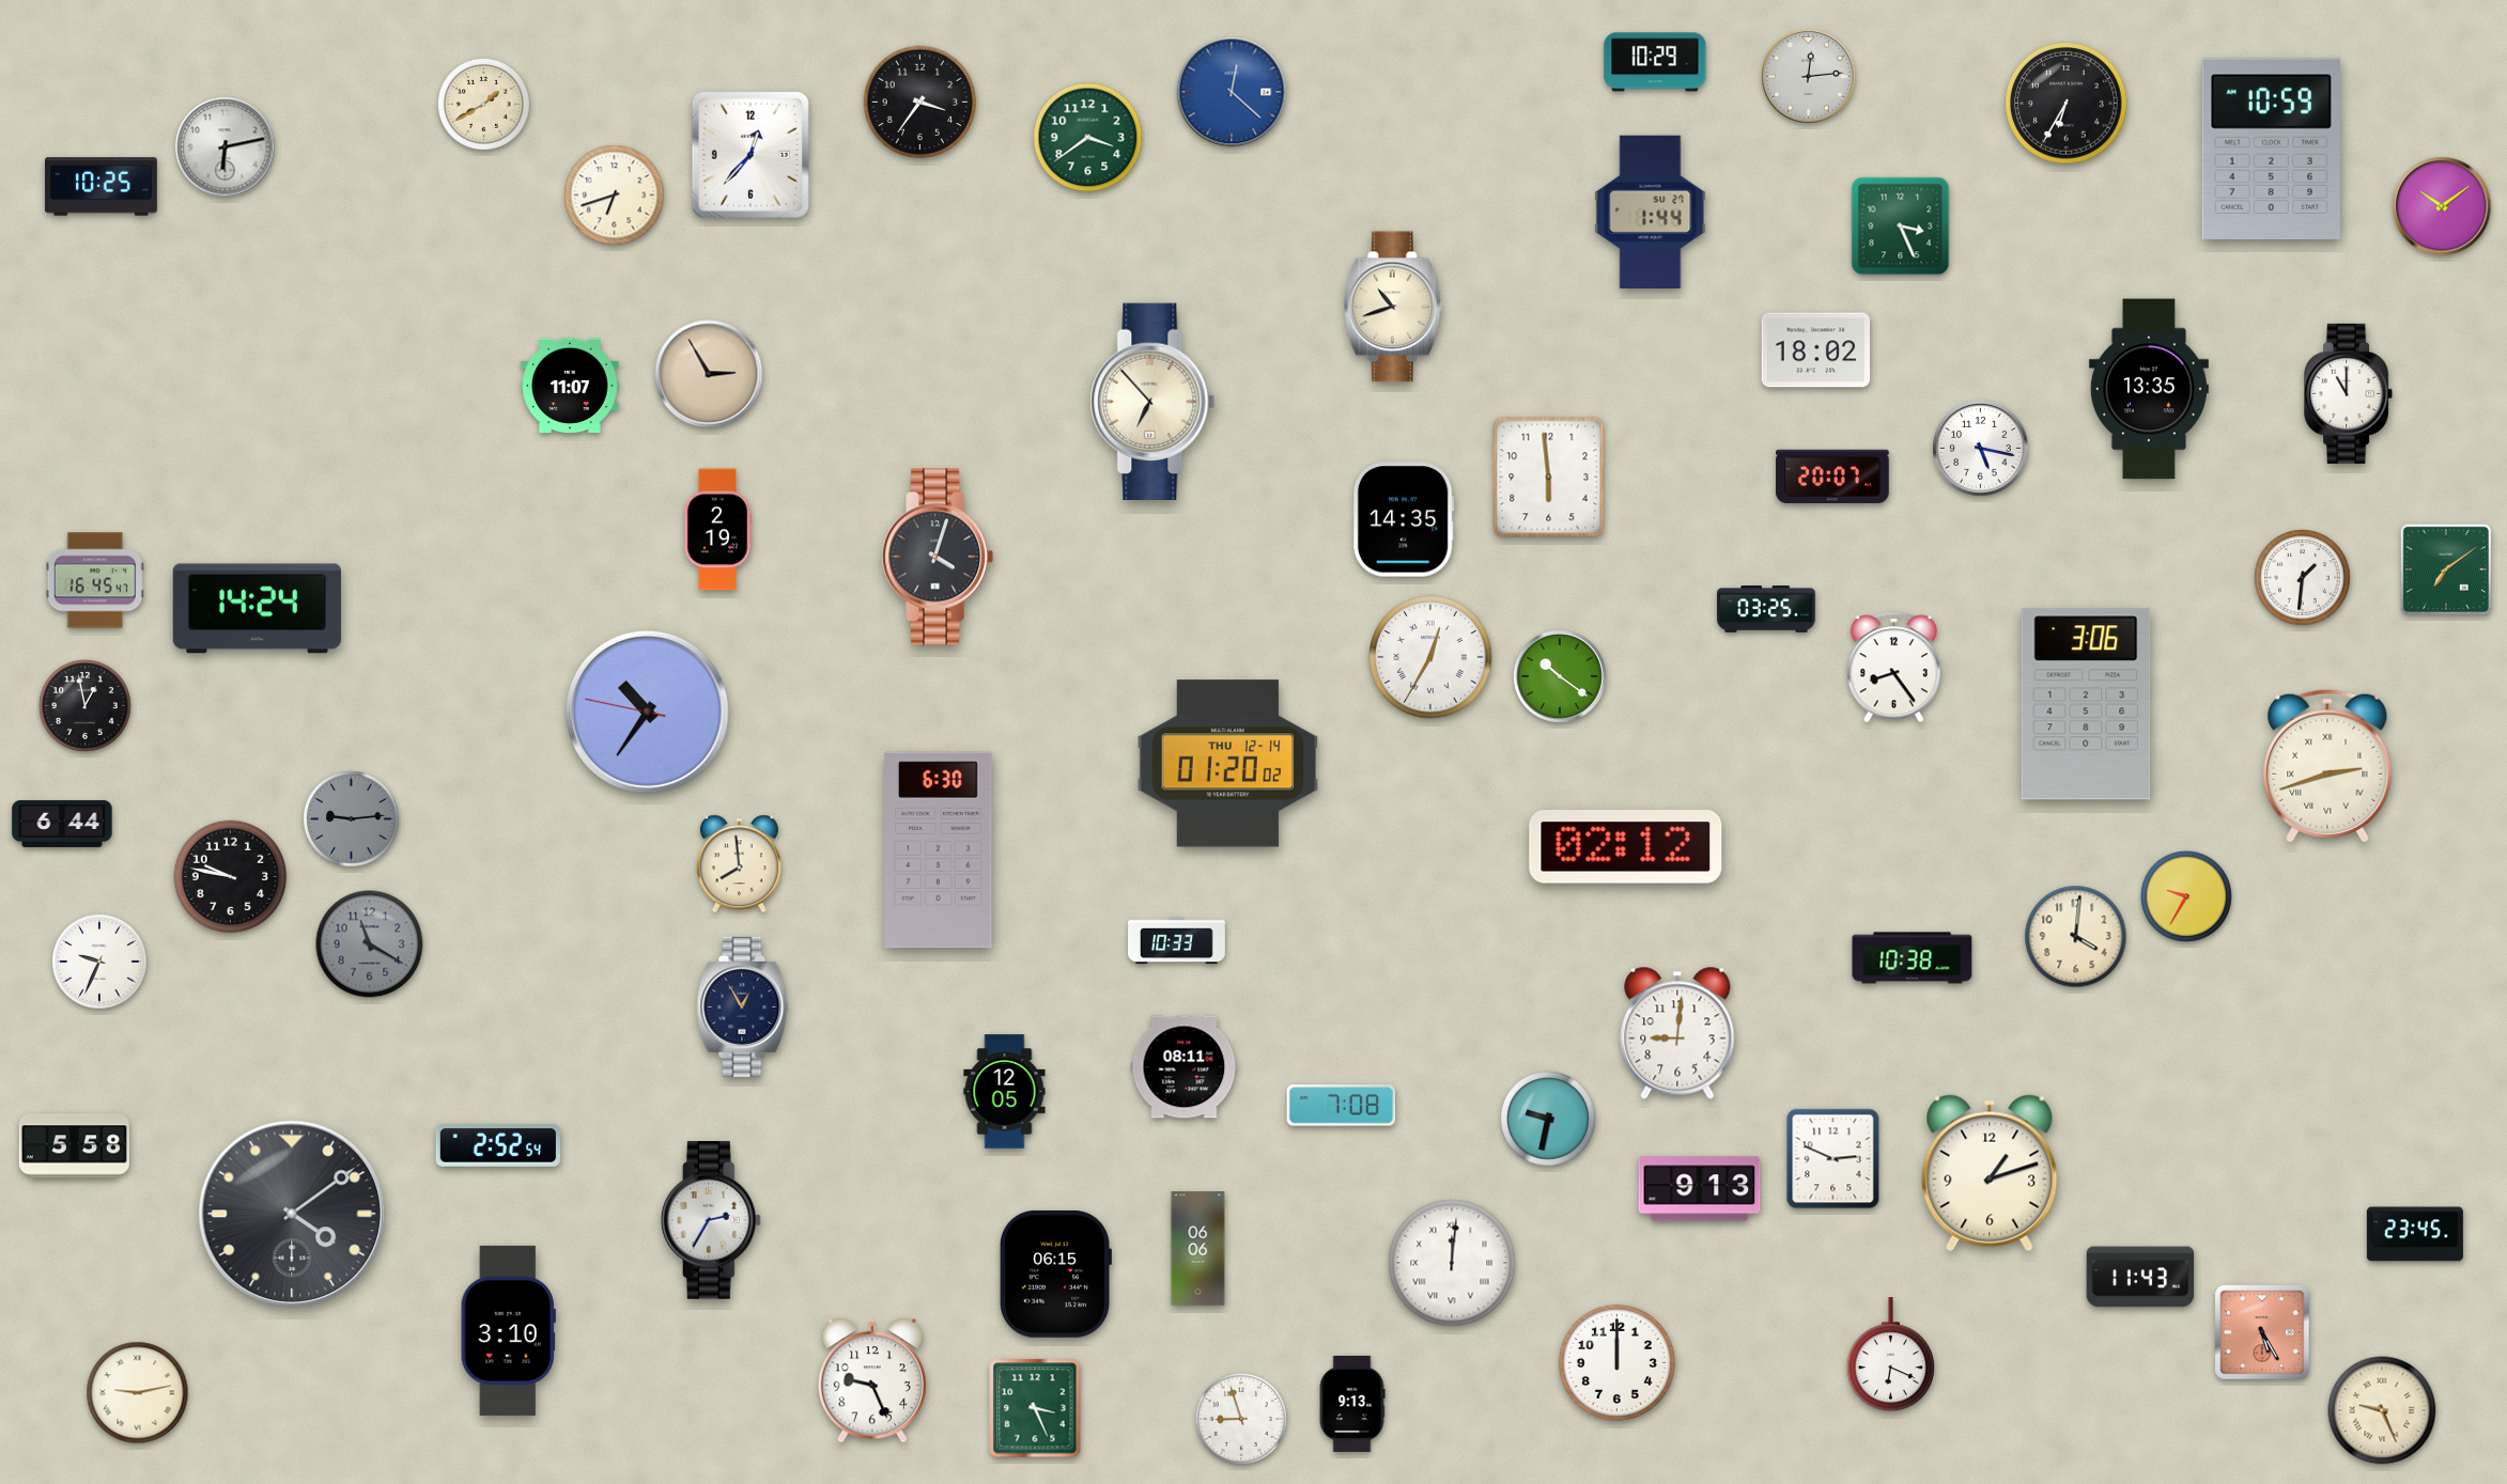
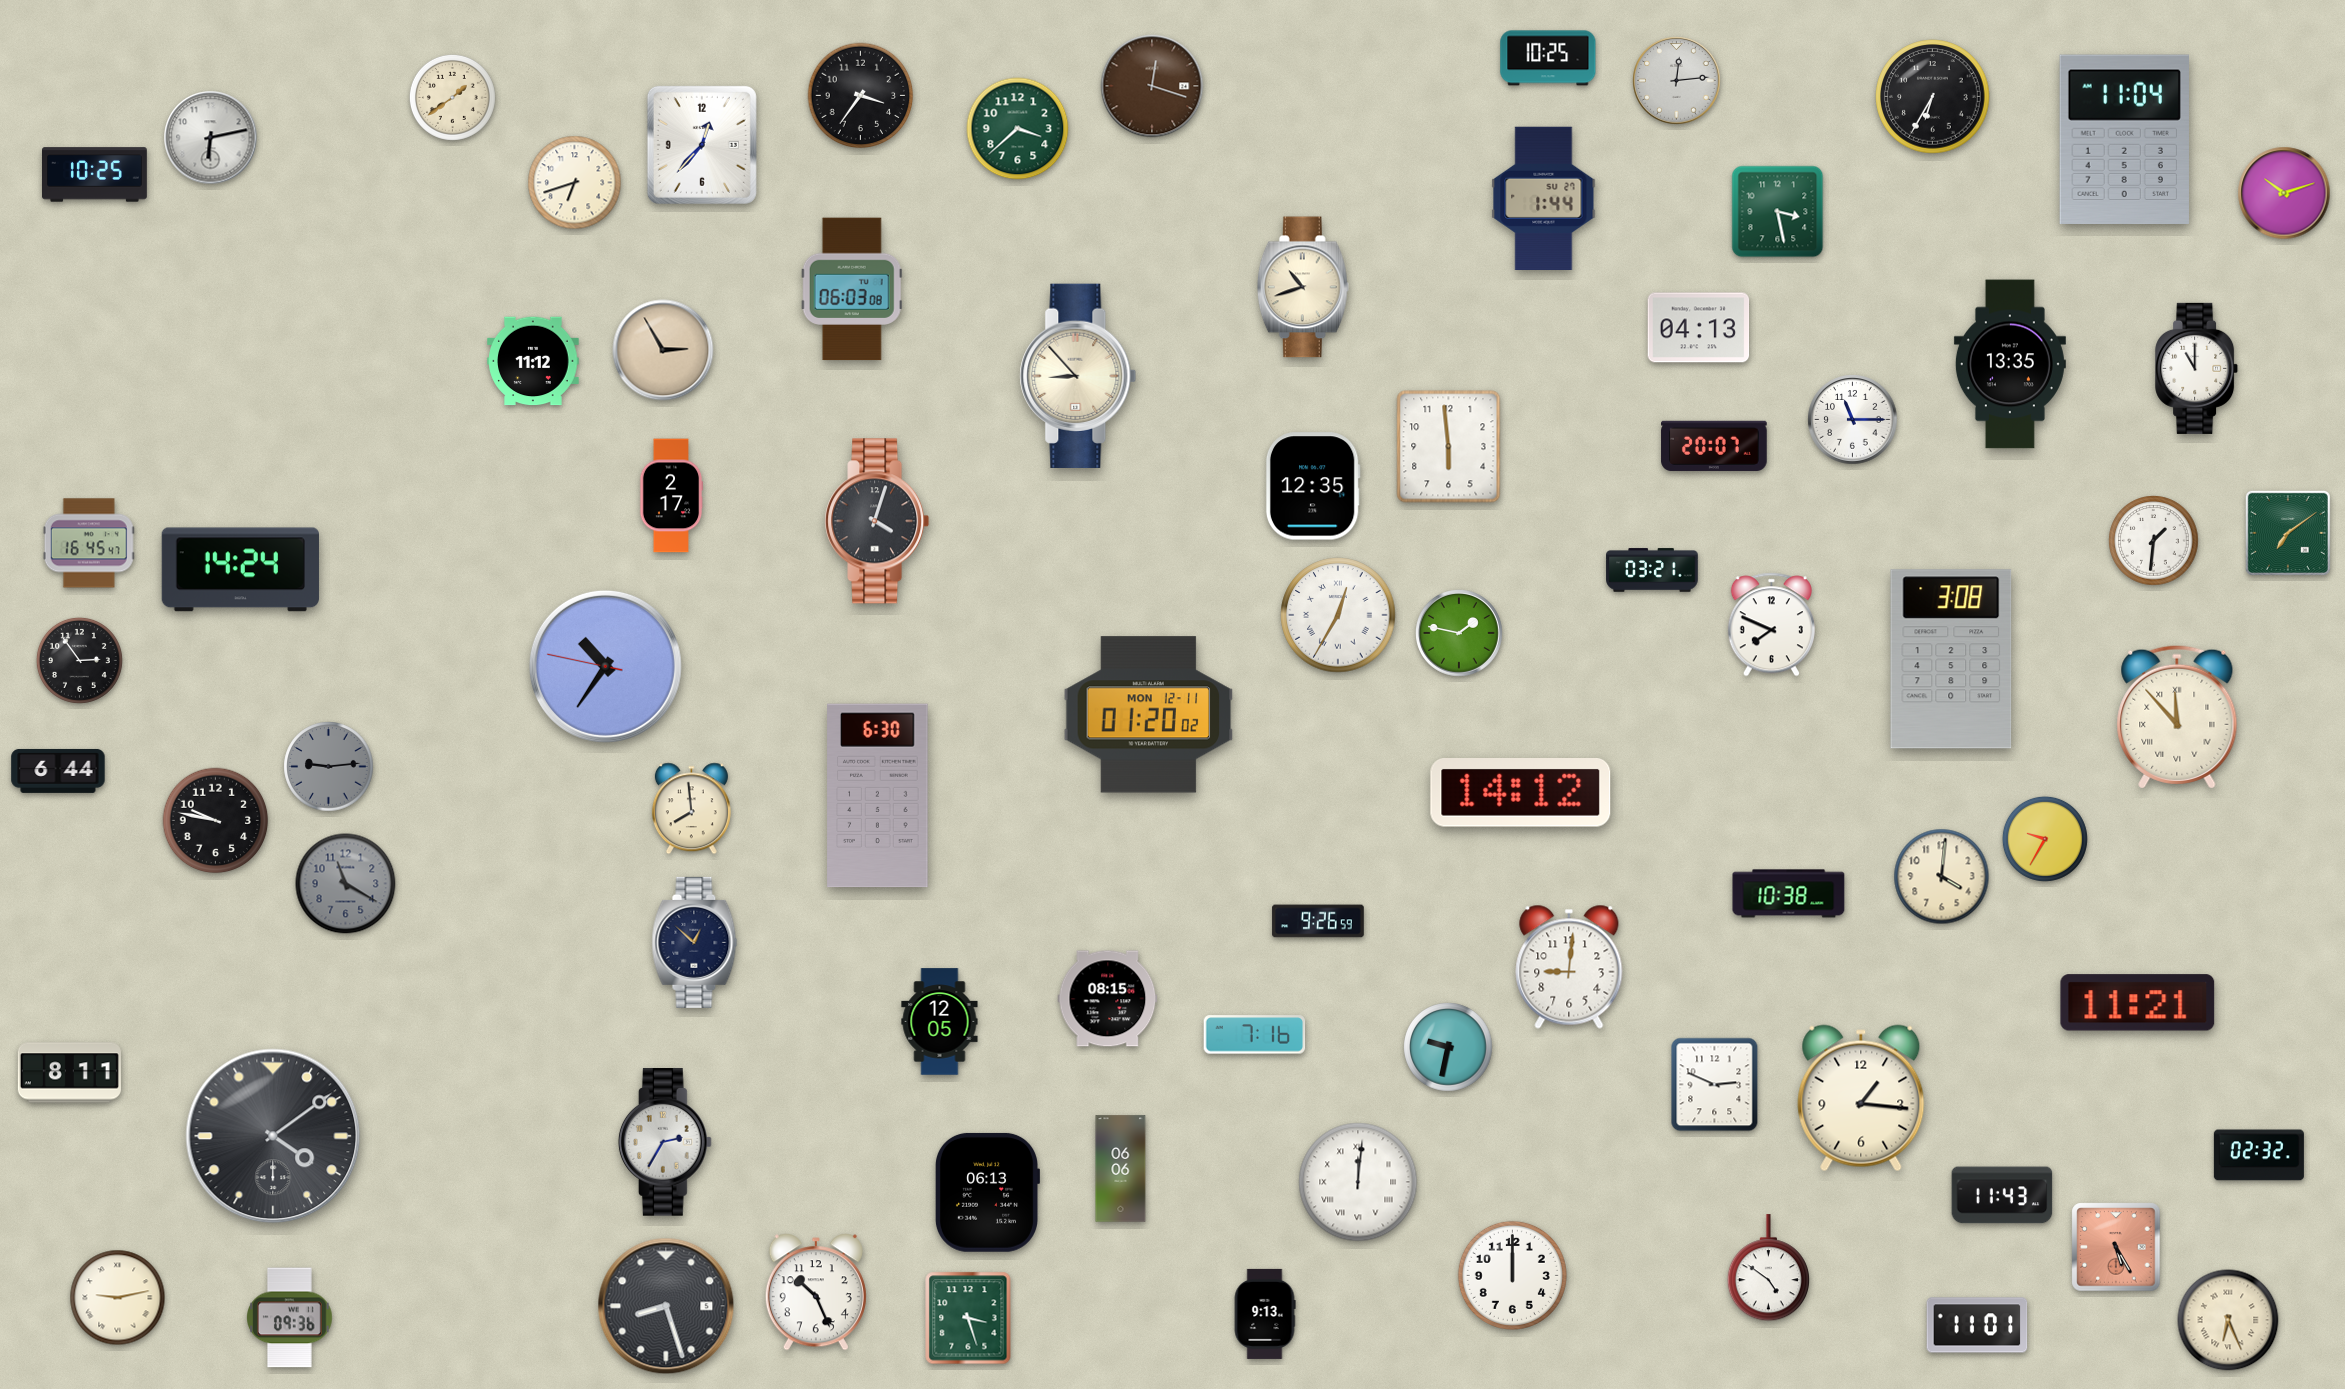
clock at (1655, 62): 10:29 -> 10:25
clock at (1809, 77) position: (1809, 77) -> (1677, 81)
clock at (1232, 92): 12:22 -> 12:18
clock at (1232, 92) dial: blue -> brown
clock at (483, 104): 1:40 -> 1:39
clock at (1088, 138): 3:39 -> 3:38
clock at (2271, 149): 10:59 -> 11:04
clock at (2442, 206): 10:09 -> 10:12
clock at (1901, 226): 3:26 -> 3:28
clock at (852, 289): none -> 06:03
clock at (1816, 350): 18:02 -> 04:13
clock at (570, 386): 11:07 -> 11:12
clock at (1152, 402): 6:53 -> 8:53
clock at (1981, 449): 5:17 -> 11:15
clock at (1404, 519): 14:35 -> 12:35
clock at (717, 530): 2:19 -> 2:17
clock at (1766, 609): 03:25 -> 03:21
clock at (1893, 668): 8:24 -> 7:49
clock at (1561, 677): 10:21 -> 1:47
clock at (2086, 704): 3:06 -> 3:08
clock at (84, 705): 12:58 -> 2:54
clock at (1228, 764) date: THU 12-14 -> MON 12-11
clock at (2327, 766): 2:42 -> 11:53
clock at (1626, 847): 02:12 -> 14:12
clock at (1177, 941): 10:33 -> none
clock at (1913, 958) position: (1913, 958) -> (1789, 894)
clock at (99, 962): 9:34 -> none
clock at (1318, 921): none -> 9:26
clock at (743, 1006): 12:55 -> 12:52
clock at (1185, 1067): 08:11 -> 08:15
clock at (2138, 1003): none -> 11:21
clock at (1342, 1106): 7:08 -> 7:16
clock at (498, 1145): 2:52 -> none
clock at (74, 1146): 5:58 -> 8:11
clock at (1990, 1173): 1:12 -> 1:16
clock at (1700, 1189): 9:13 -> none
clock at (2415, 1234): 23:45 -> 02:32
clock at (1054, 1274): 06:15 -> 06:13
clock at (508, 1330): 3:10 -> none
clock at (1890, 1355): 6:19 -> 4:51
clock at (872, 1380): 9:26 -> 10:26
clock at (138, 1393) position: (138, 1393) -> (118, 1298)
clock at (666, 1306): none -> 8:27
clock at (290, 1318): none -> 09:36
clock at (1035, 1408): 3:26 -> 3:27
clock at (2382, 1410): 9:26 -> 6:26
clock at (1977, 1325): none -> 11:01
clock at (1241, 1419): 8:57 -> none
